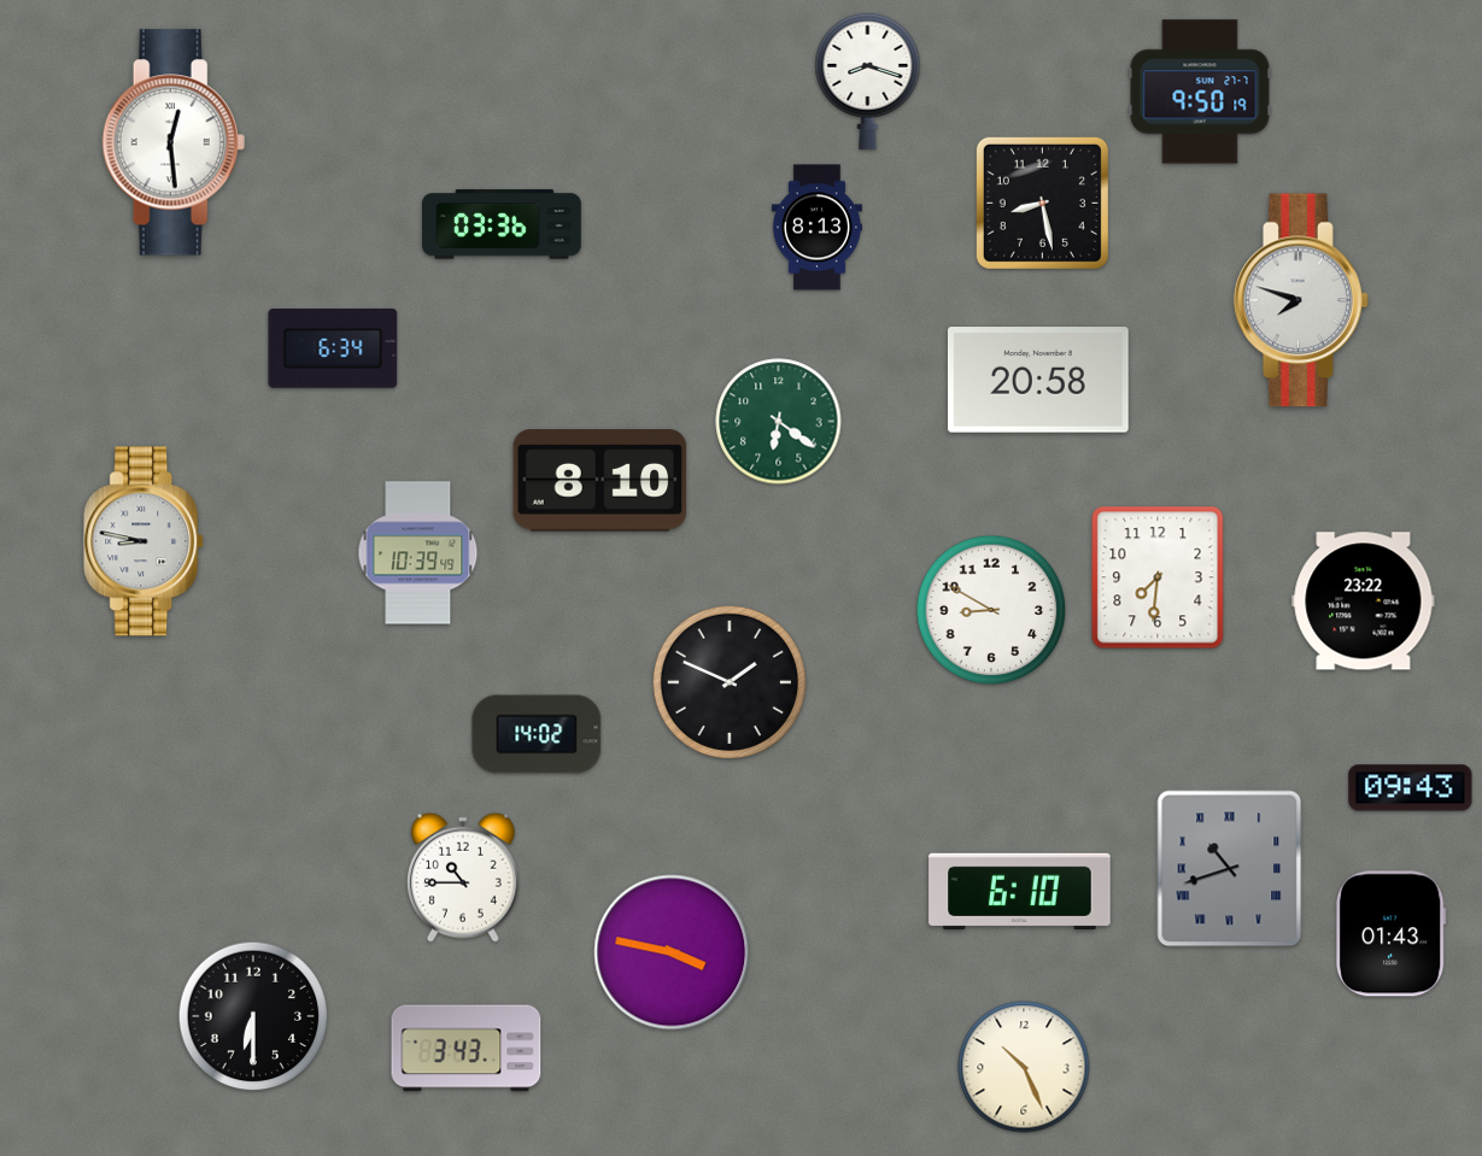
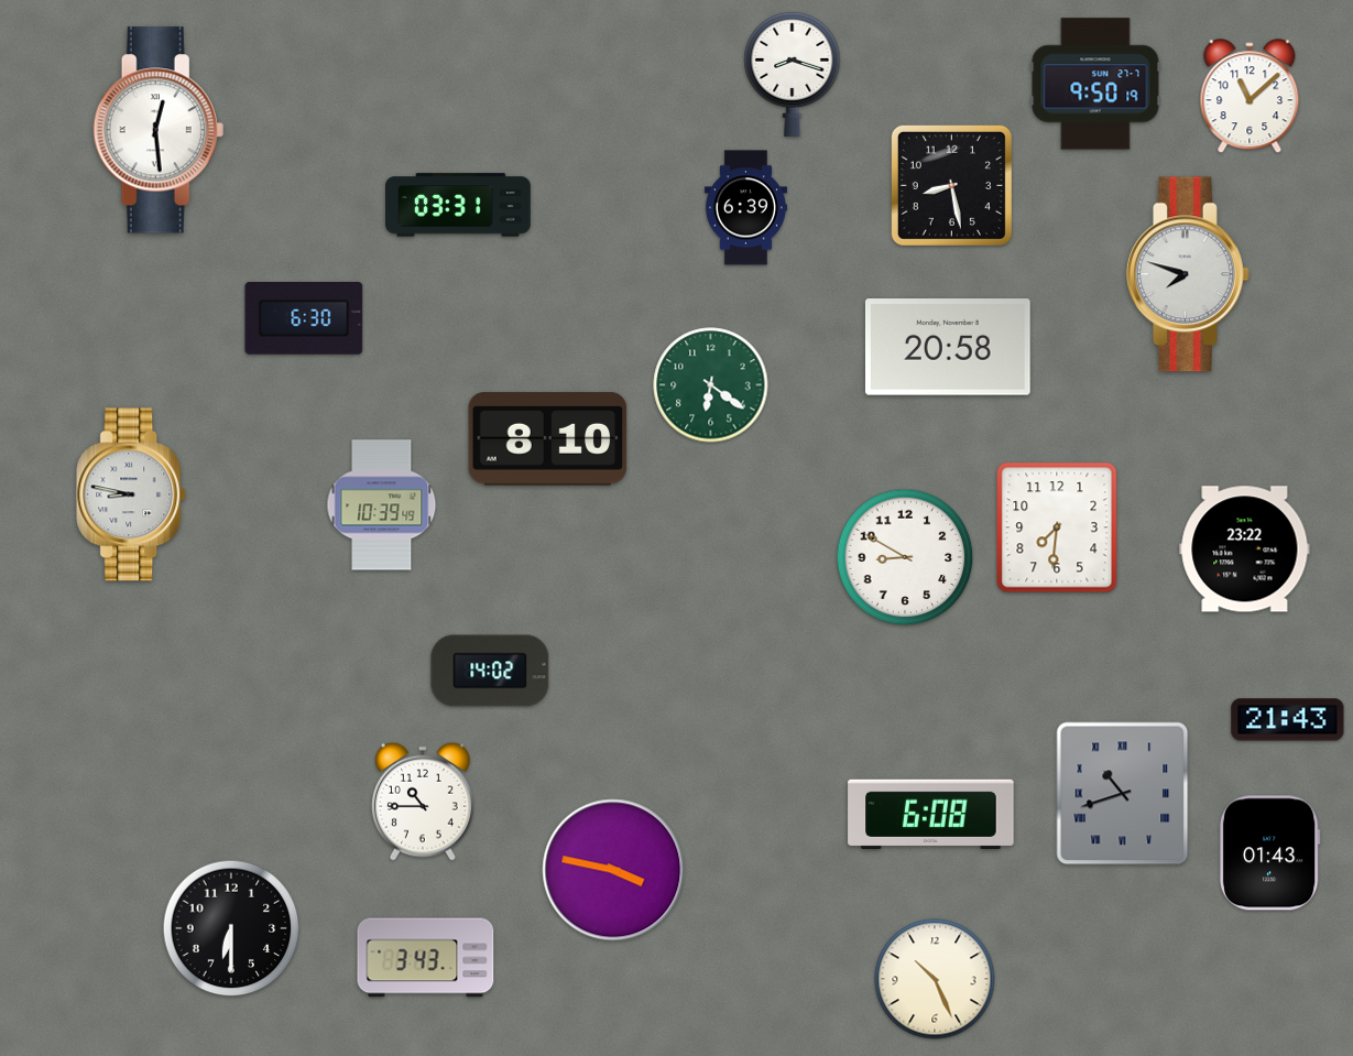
clock at (1250, 97): none -> 11:08
clock at (503, 224): 03:36 -> 03:31
clock at (816, 228): 8:13 -> 6:39
clock at (333, 350): 6:34 -> 6:30
clock at (728, 681): 1:49 -> none
clock at (1411, 788): 09:43 -> 21:43
clock at (1020, 891): 6:10 -> 6:08
clock at (1024, 1067) position: (1024, 1067) -> (935, 979)
